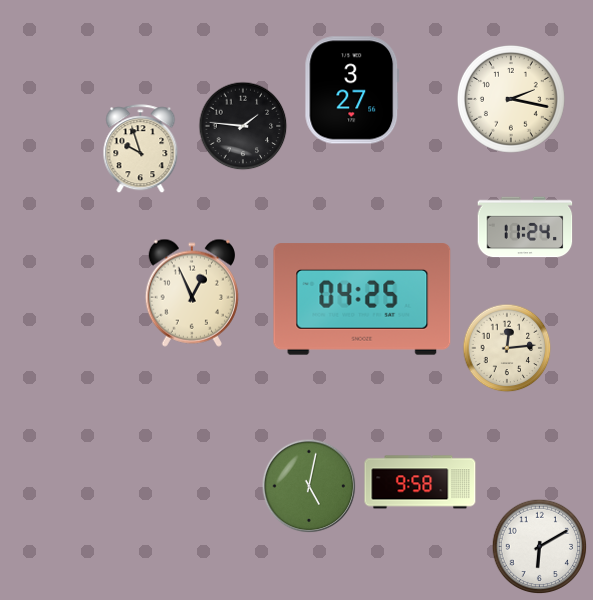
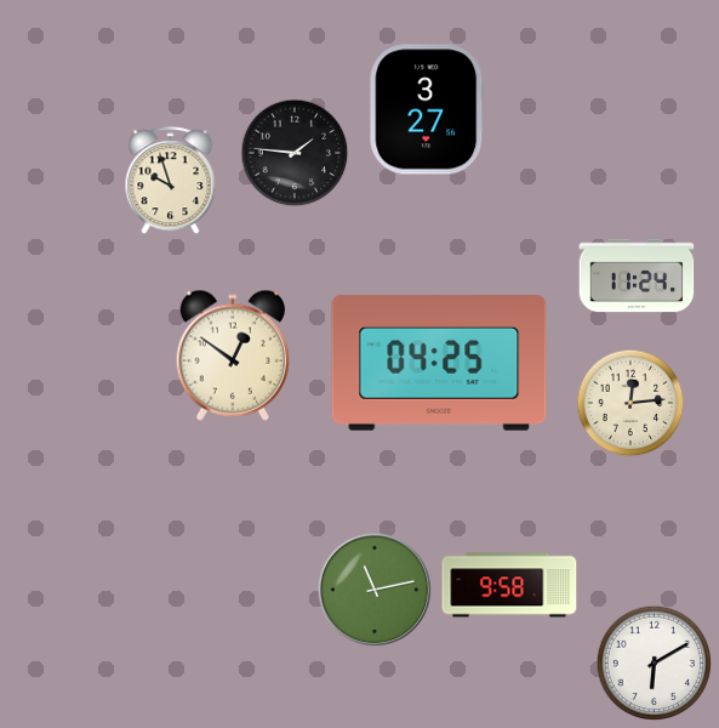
clock at (511, 99): 2:17 -> none
clock at (192, 293): 12:56 -> 12:51
clock at (507, 348) position: (507, 348) -> (630, 403)
clock at (309, 486): 5:02 -> 11:13
